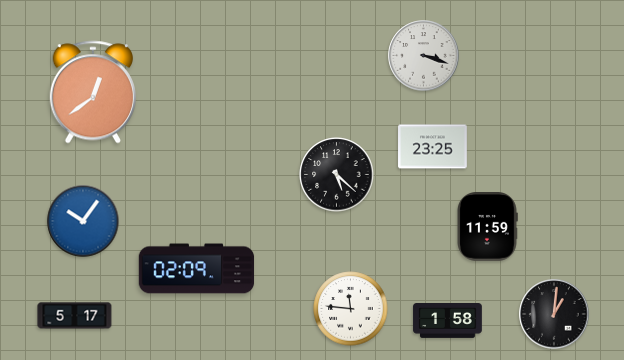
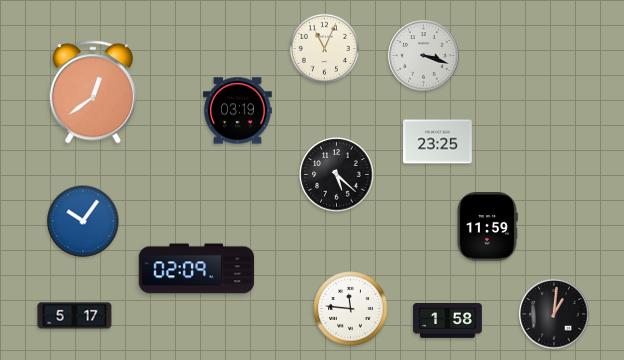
clock at (324, 48): none -> 11:04
clock at (238, 111): none -> 03:19
clock at (433, 147) position: (433, 147) -> (438, 142)
